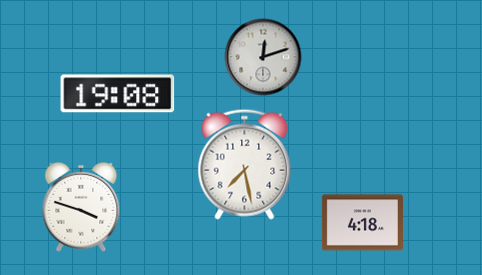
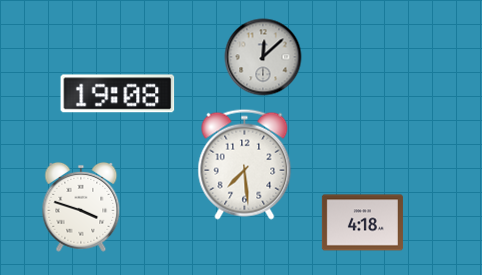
clock at (263, 57): 12:12 -> 12:08
clock at (245, 164): 7:28 -> 7:29
